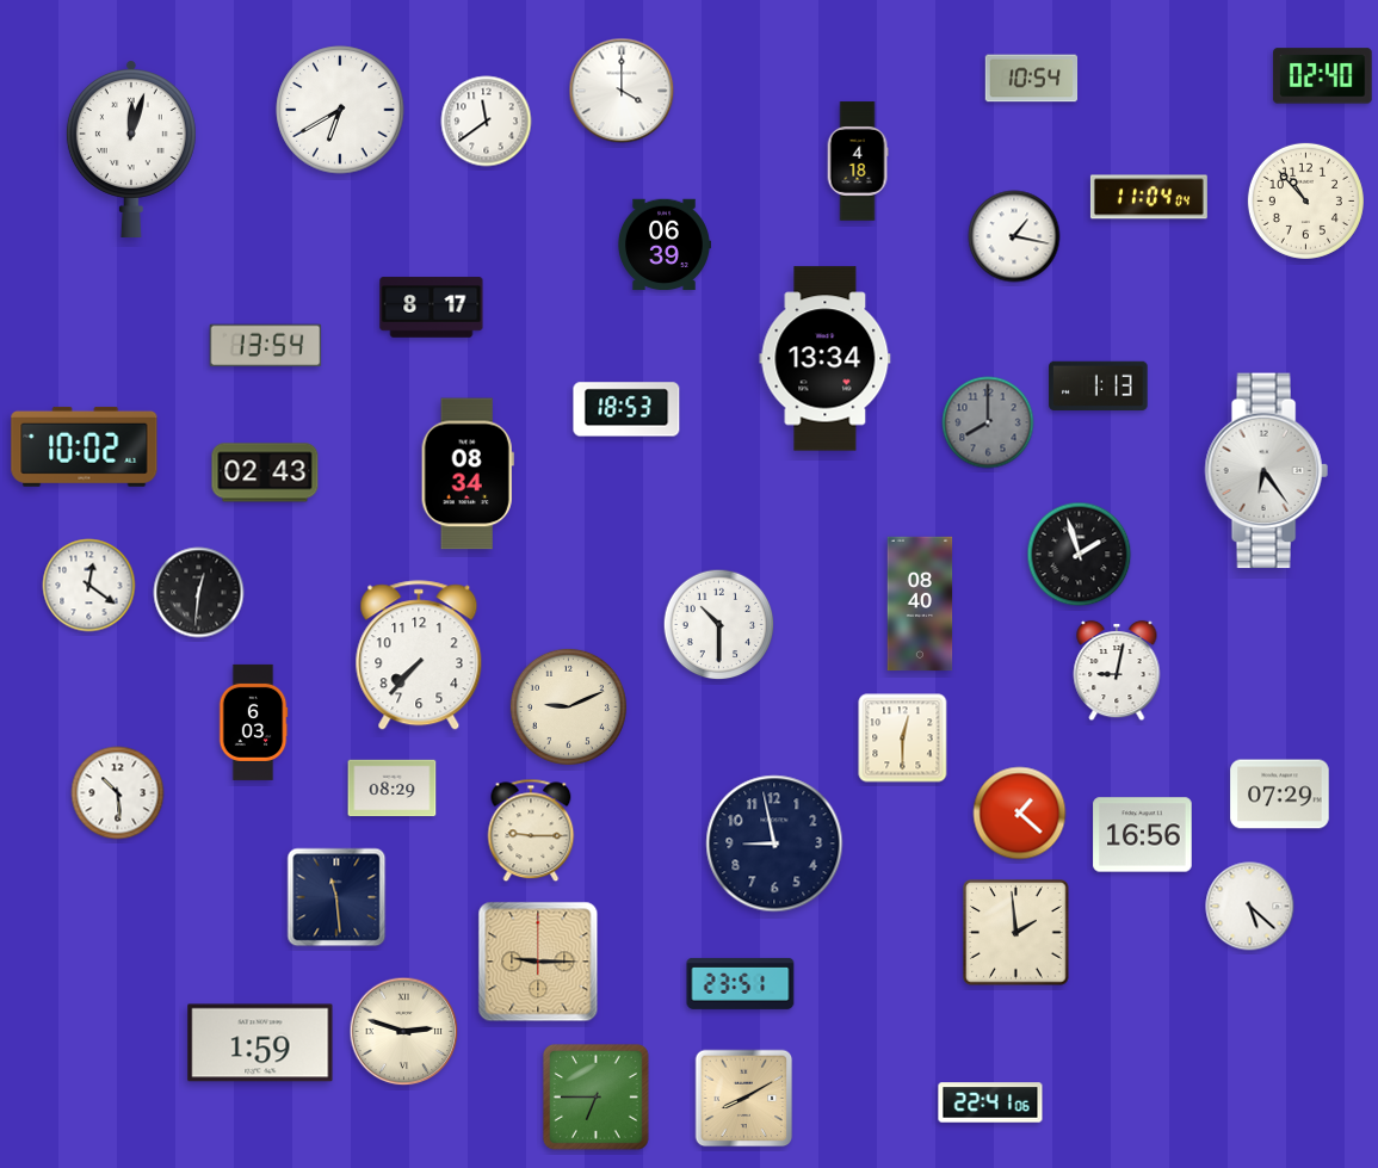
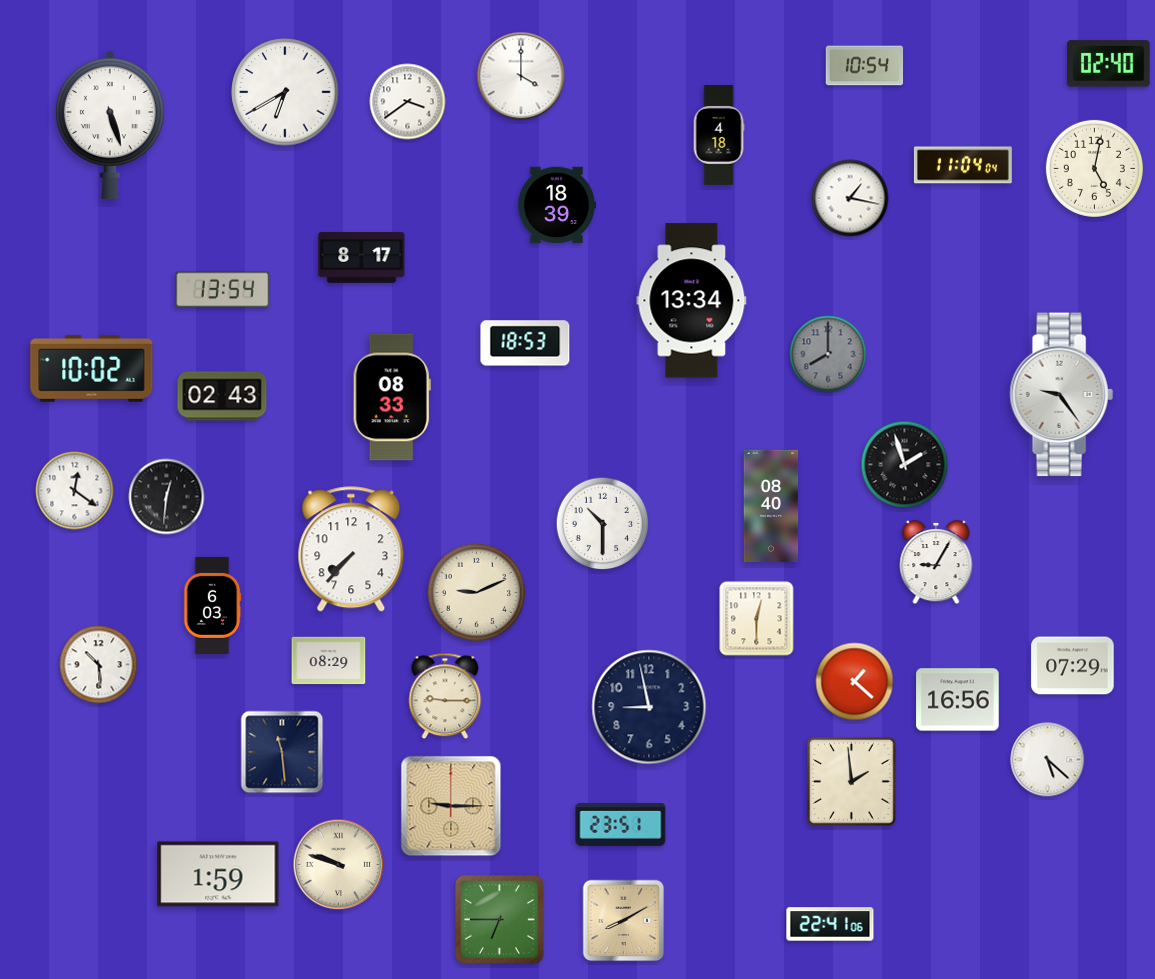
clock at (487, 122): 11:39 -> 3:39
clock at (131, 149): 12:03 -> 5:27
clock at (1305, 200): 10:53 -> 5:02
clock at (663, 245): 06:39 -> 18:39
clock at (1099, 385): 1:13 -> none
clock at (85, 446) position: (85, 446) -> (92, 368)
clock at (1266, 471): 6:24 -> 9:24
clock at (468, 474): 08:34 -> 08:33
clock at (1117, 670): 9:02 -> 9:05
clock at (404, 1032): 2:48 -> 9:48
